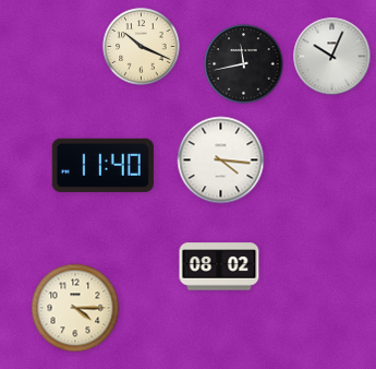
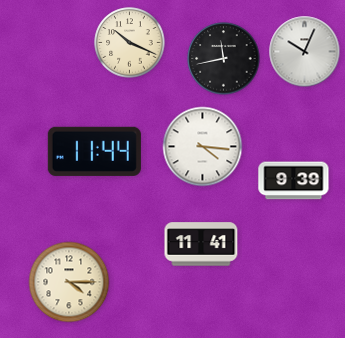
clock at (102, 165): 11:40 -> 11:44
clock at (294, 181): none -> 9:39
clock at (219, 266): 08:02 -> 11:41
